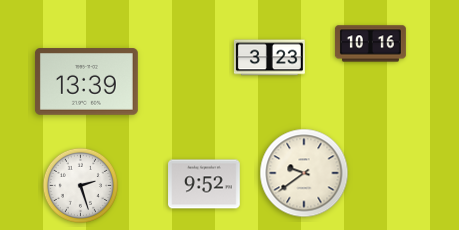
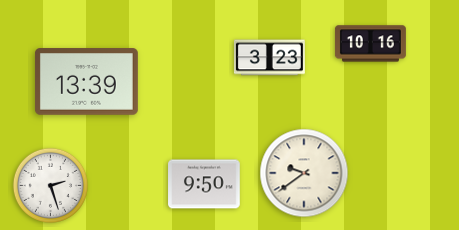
clock at (204, 184): 9:52 -> 9:50
clock at (80, 185) position: (80, 185) -> (50, 185)
